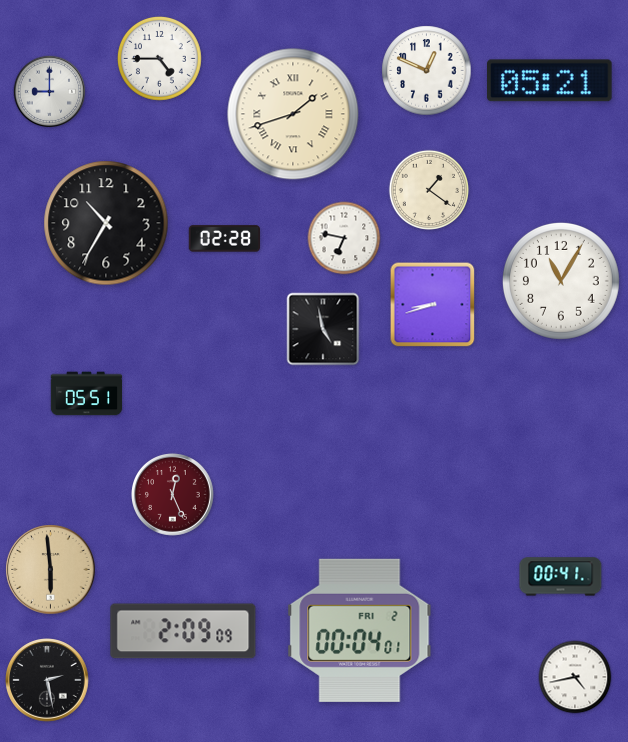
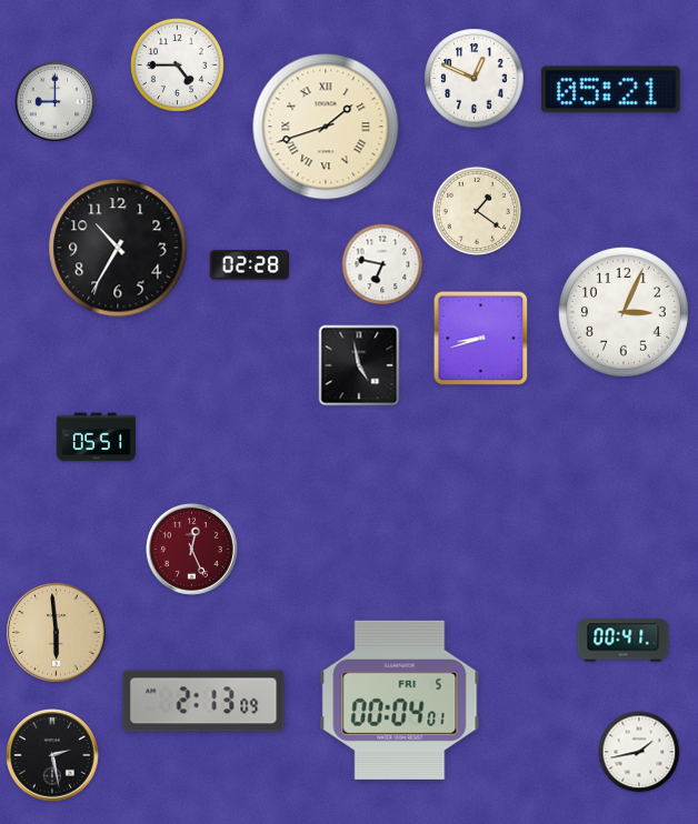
clock at (561, 281): 11:05 -> 3:04
clock at (360, 630) date: FRI 2 -> FRI 5
clock at (183, 631): 2:09 -> 2:13
clock at (575, 677): 4:43 -> 1:43
